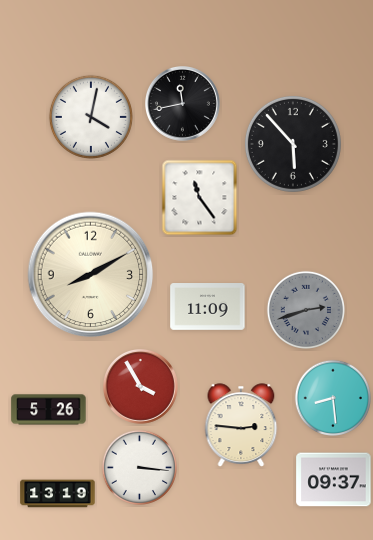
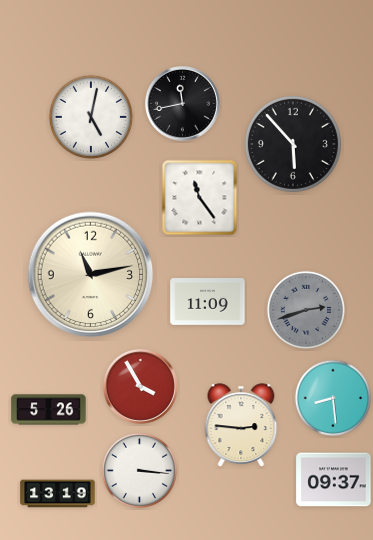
clock at (91, 117): 4:02 -> 5:02
clock at (91, 275): 8:10 -> 11:13
clock at (208, 307) position: (208, 307) -> (208, 302)
clock at (139, 467) position: (139, 467) -> (139, 470)
